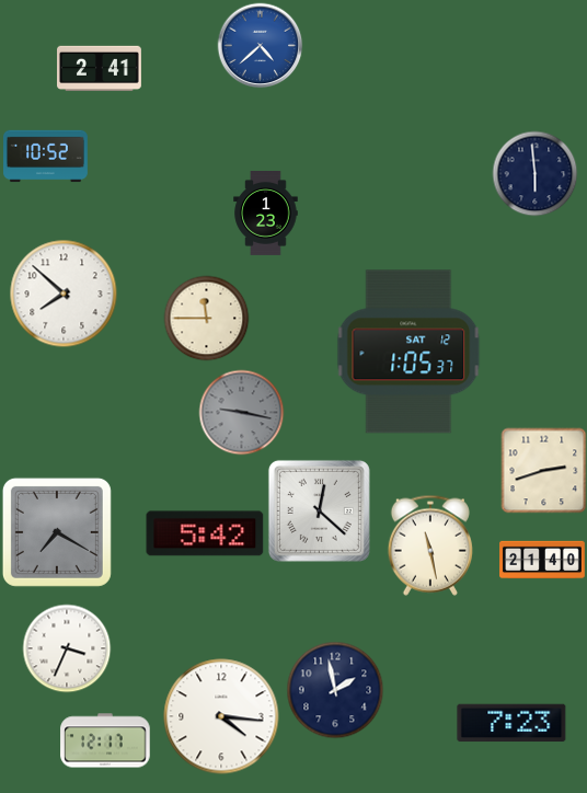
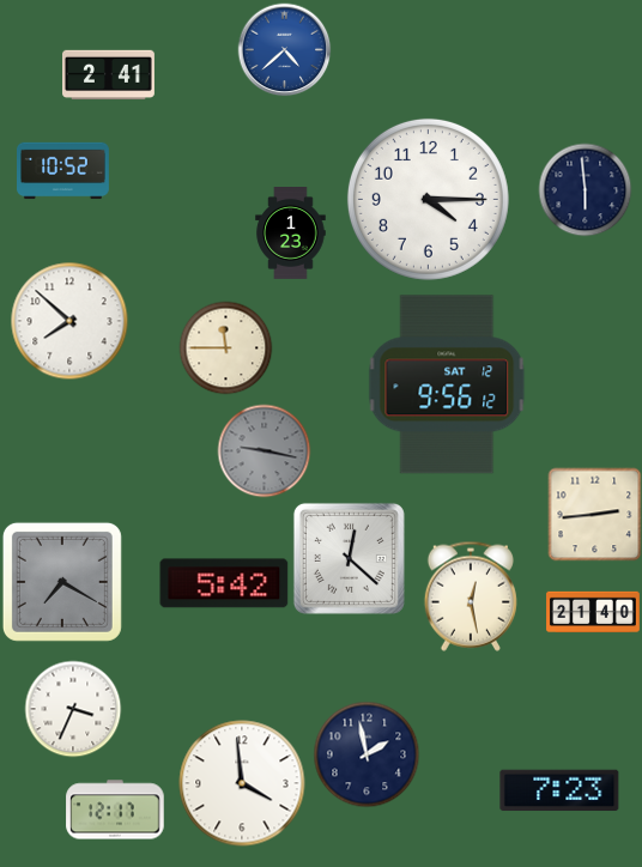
clock at (46, 157) position: (46, 157) -> (63, 171)
clock at (428, 199): none -> 4:15
clock at (408, 352): 1:05 -> 9:56
clock at (543, 470): 2:42 -> 2:44
clock at (430, 545): 11:28 -> 12:28
clock at (221, 716): 4:16 -> 3:59
